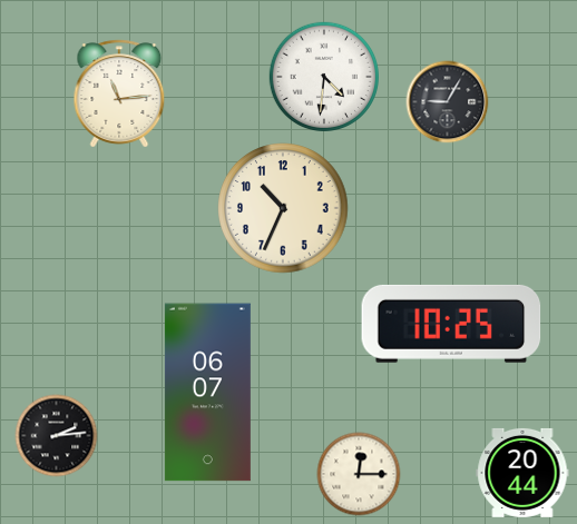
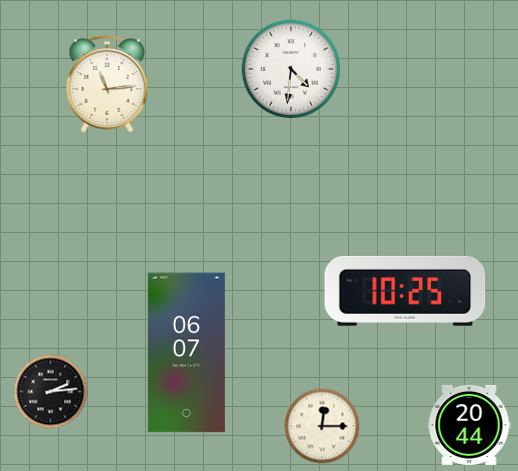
clock at (448, 102): 9:05 -> none
clock at (283, 208): 10:34 -> none
